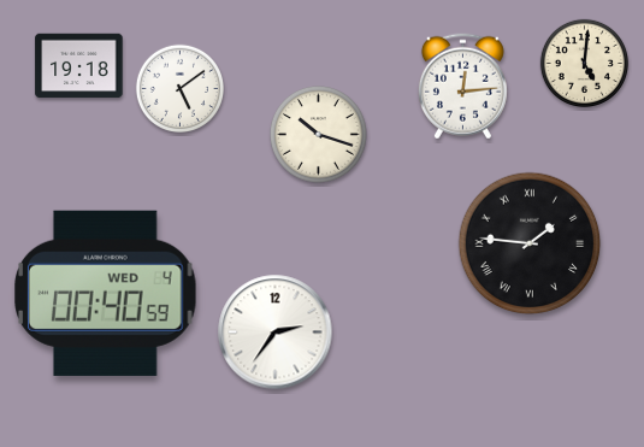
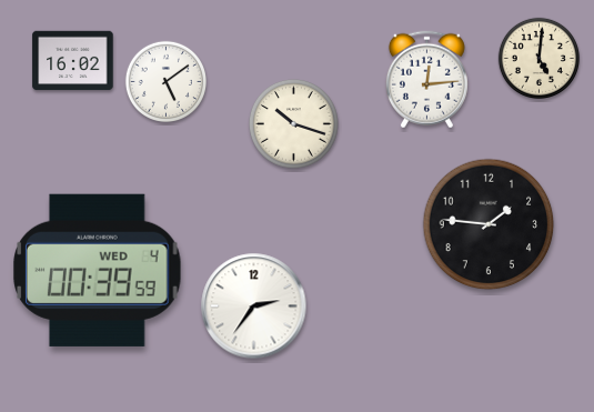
clock at (79, 66): 19:18 -> 16:02
clock at (530, 243) numerals: Roman -> Arabic
clock at (106, 293): 00:40 -> 00:39
